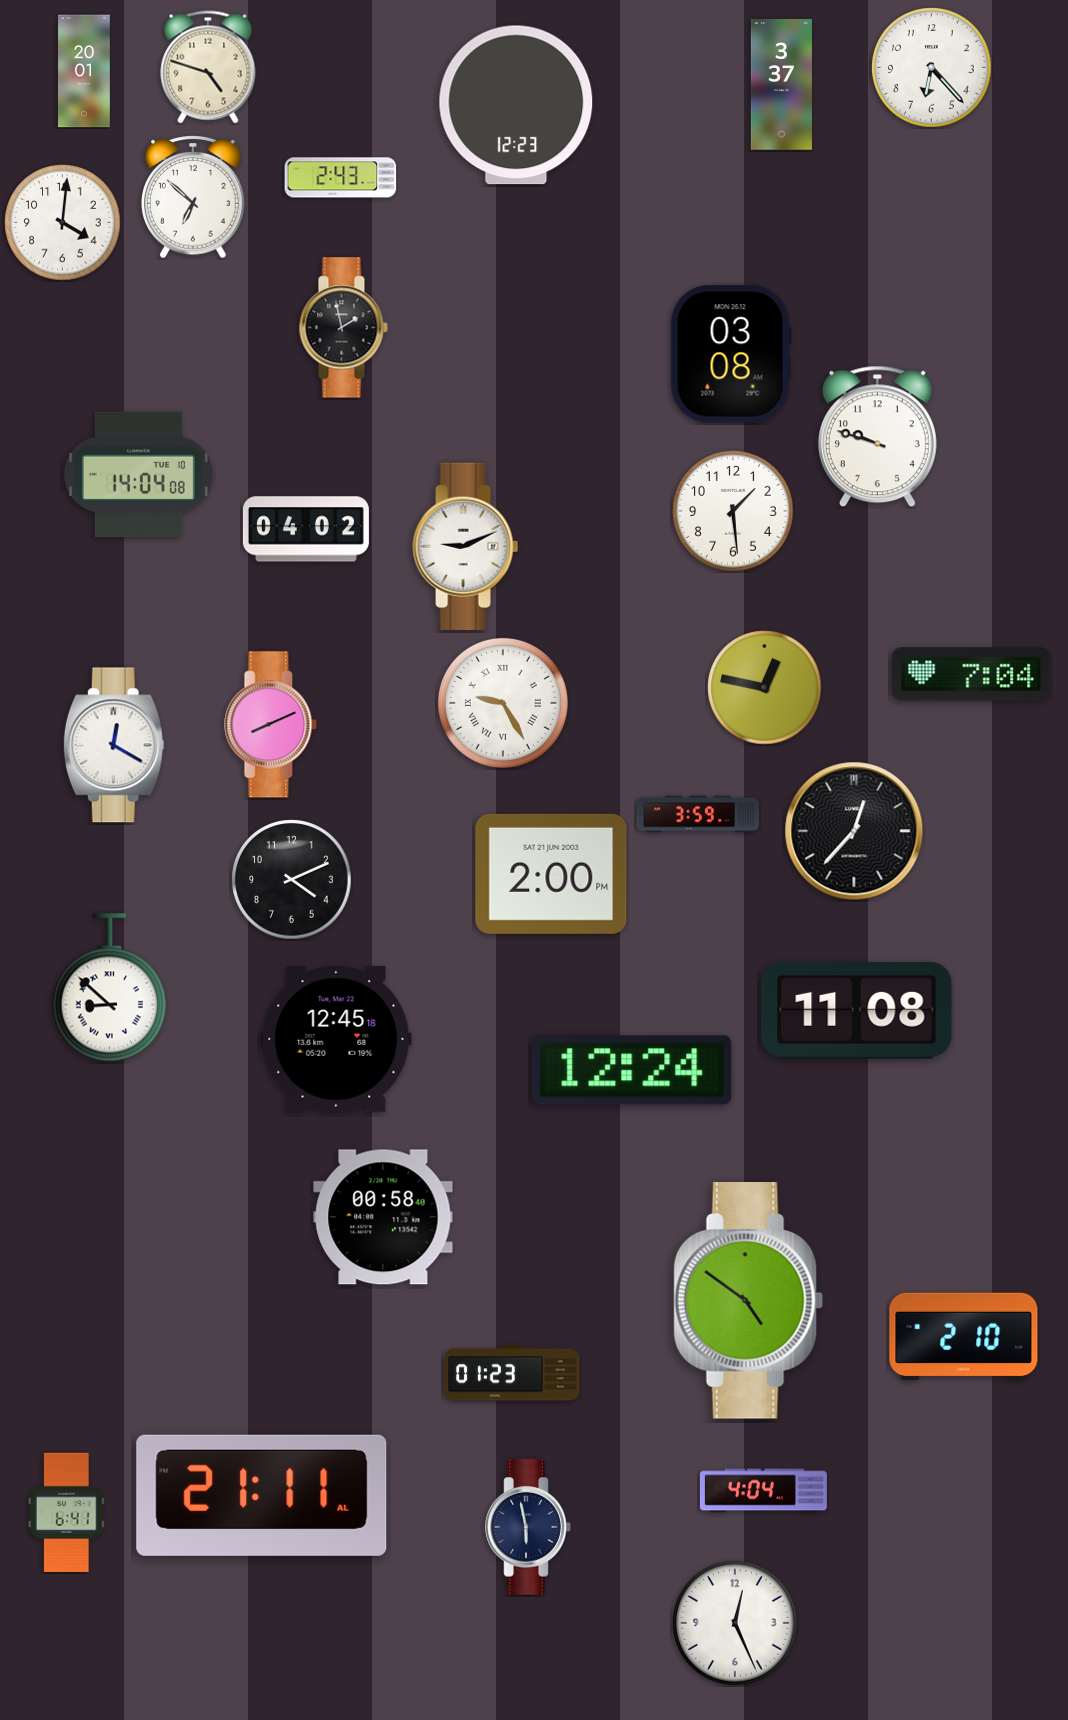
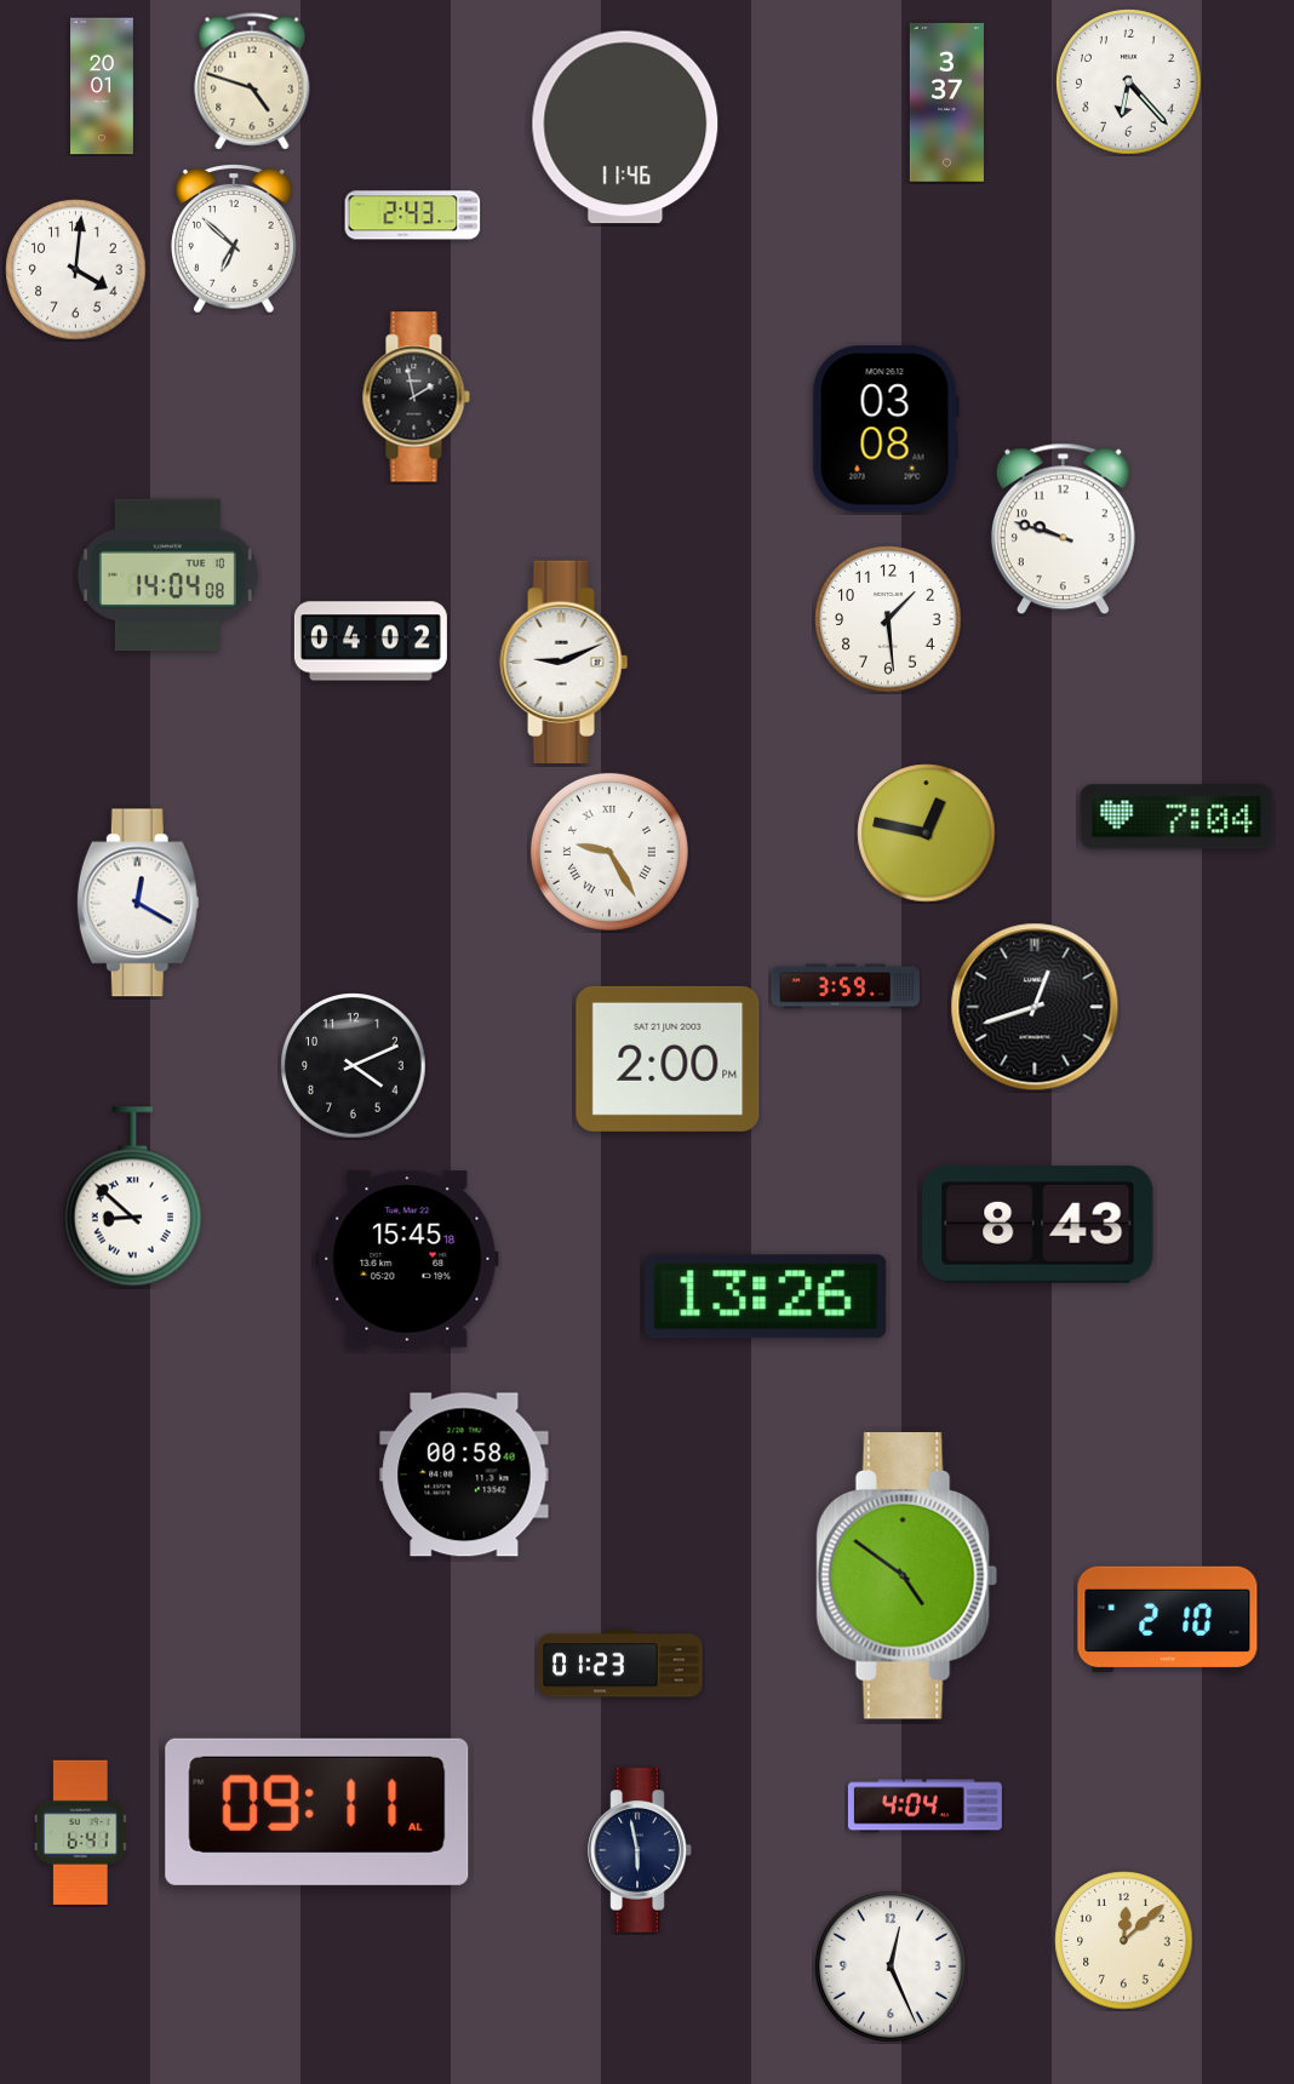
clock at (516, 105): 12:23 -> 11:46
clock at (271, 725): 8:11 -> none
clock at (854, 831): 12:37 -> 12:42
clock at (857, 1010): 11:08 -> 8:43
clock at (336, 1039): 12:45 -> 15:45
clock at (632, 1070): 12:24 -> 13:26
clock at (262, 1495): 21:11 -> 09:11
clock at (1124, 1941): none -> 12:08
